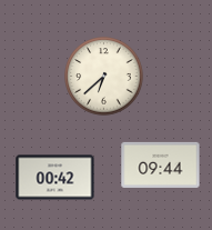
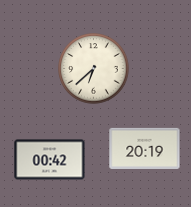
clock at (161, 164): 09:44 -> 20:19
